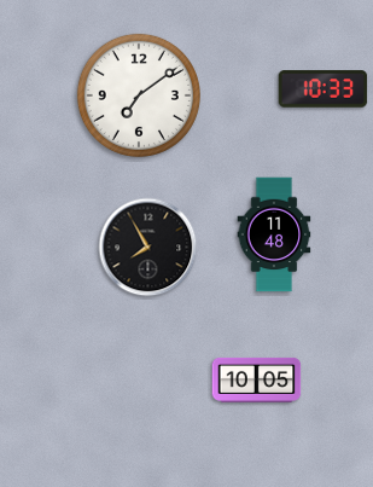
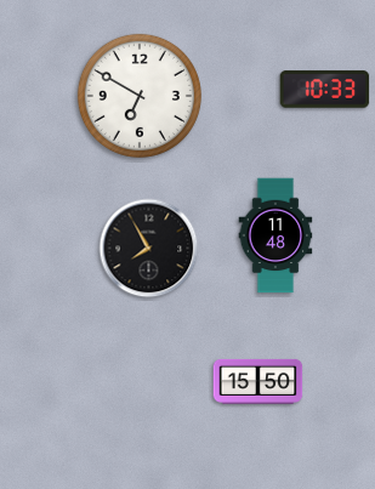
clock at (139, 95): 7:09 -> 6:50
clock at (257, 379): 10:05 -> 15:50
